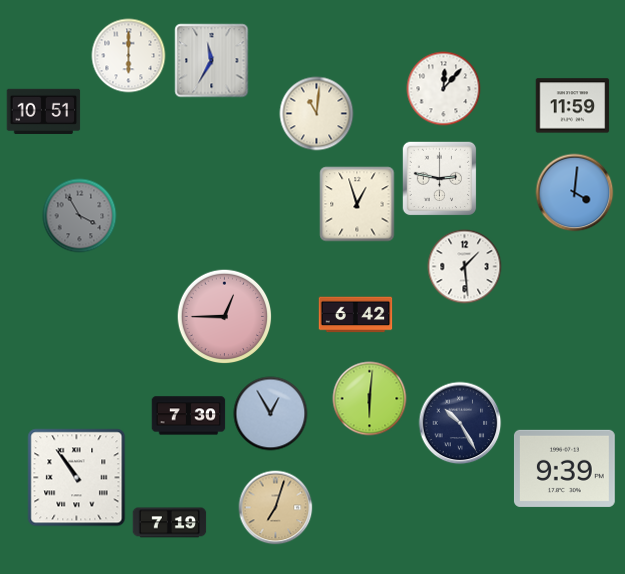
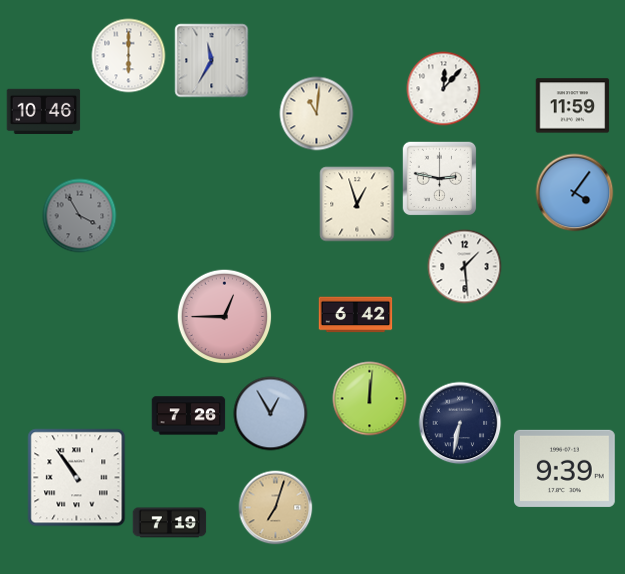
clock at (44, 111): 10:51 -> 10:46
clock at (575, 193): 4:01 -> 4:06
clock at (370, 399): 6:01 -> 12:01
clock at (189, 416): 7:30 -> 7:26
clock at (460, 423): 10:25 -> 6:32
